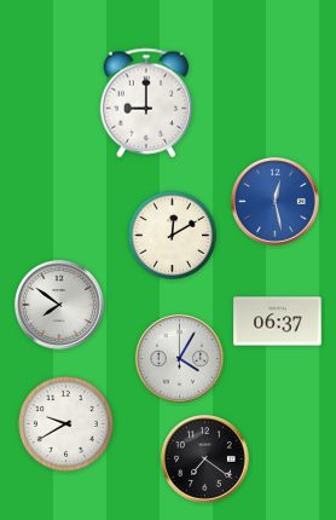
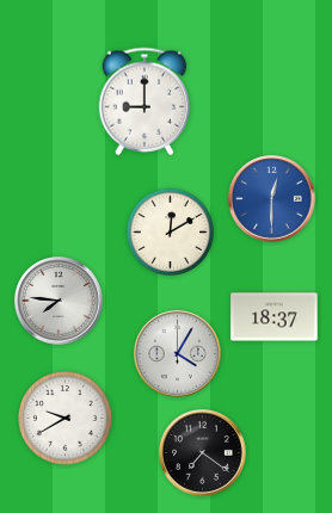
clock at (276, 202): 12:28 -> 12:30
clock at (59, 305): 7:51 -> 7:46
clock at (278, 322): 06:37 -> 18:37
